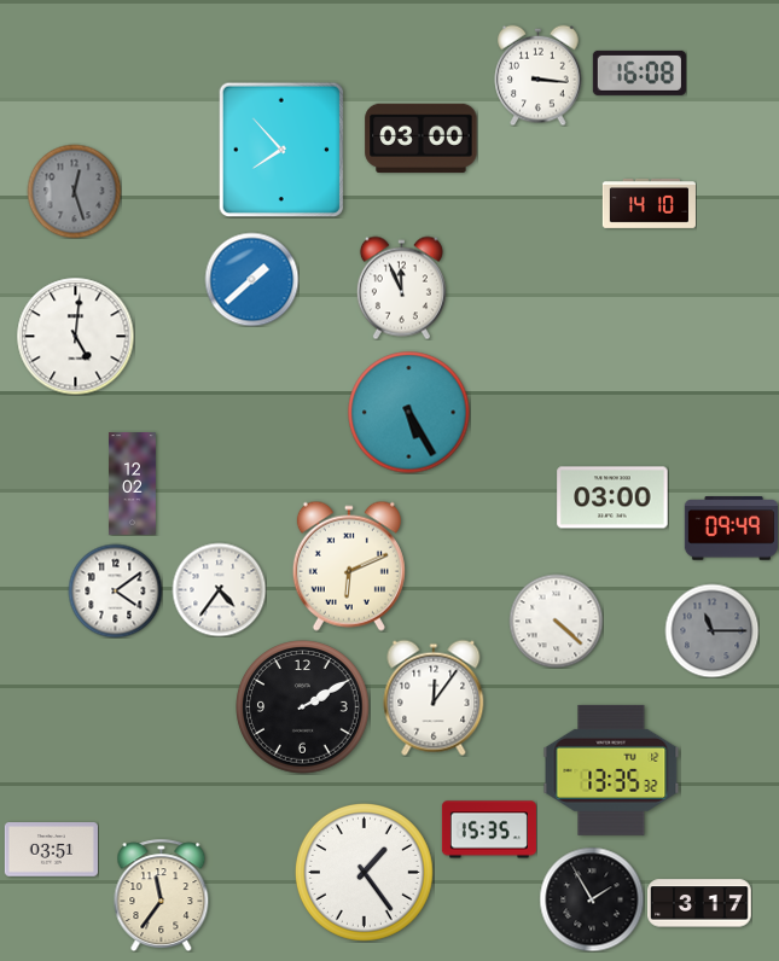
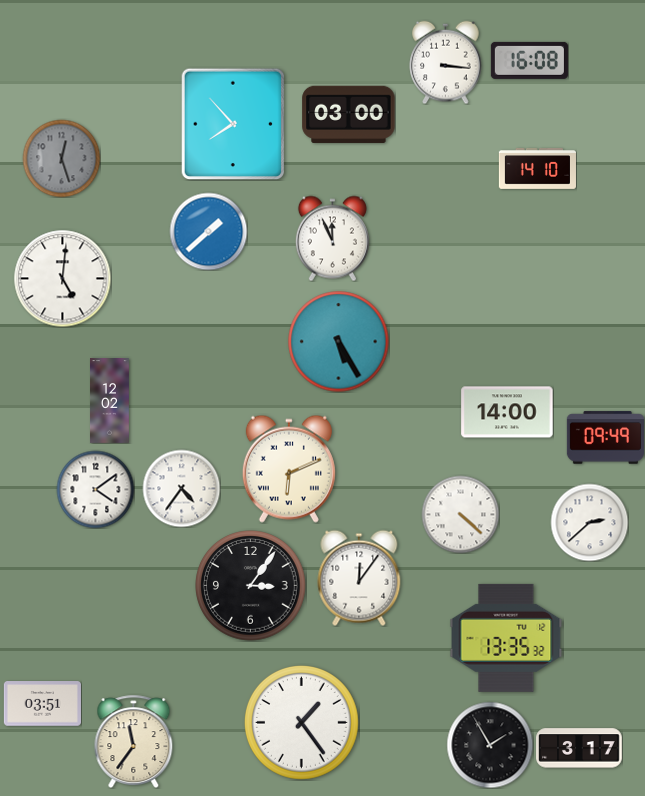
clock at (612, 497): 03:00 -> 14:00
clock at (711, 630): 11:15 -> 2:38
clock at (711, 630) dial: grey -> white
clock at (303, 707): 2:10 -> 3:06
clock at (489, 829): 15:35 -> none
